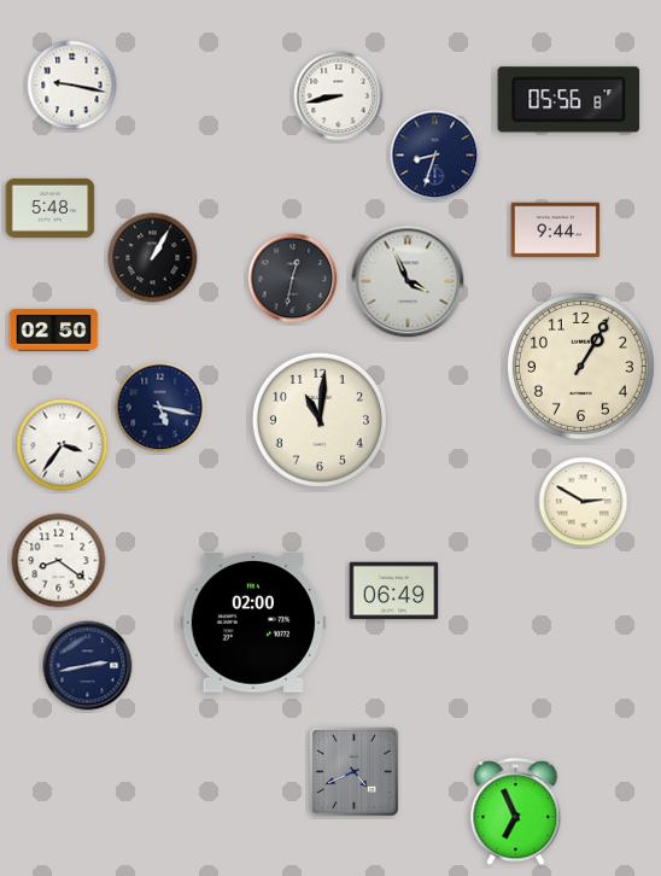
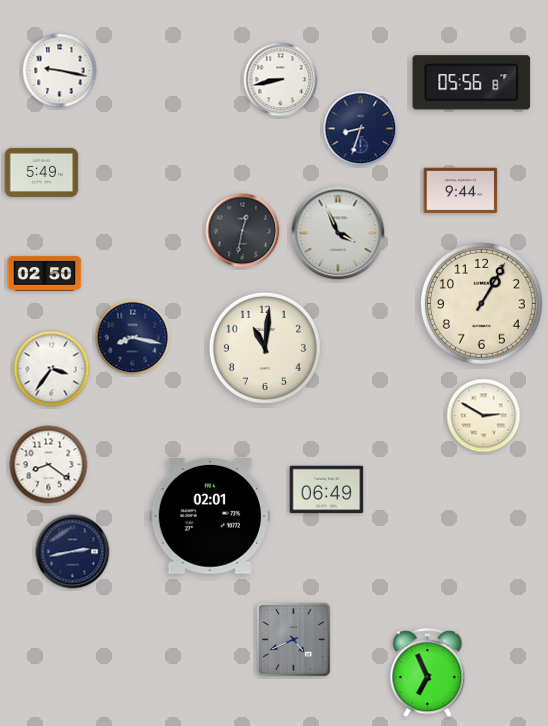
clock at (51, 208): 5:48 -> 5:49
clock at (153, 258): 1:05 -> none
clock at (160, 408): 5:17 -> 8:17
clock at (252, 624): 02:00 -> 02:01
